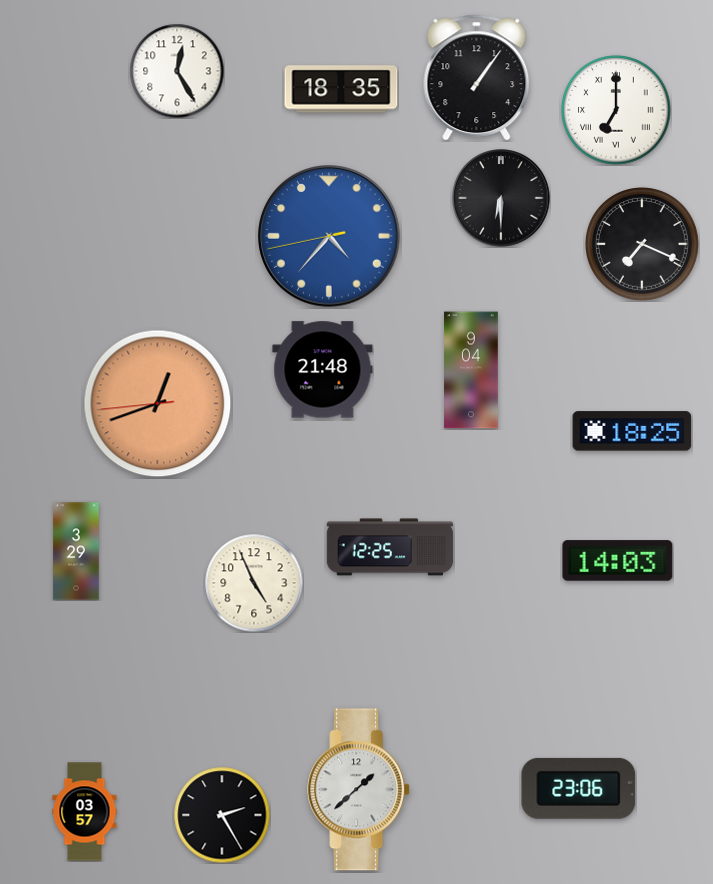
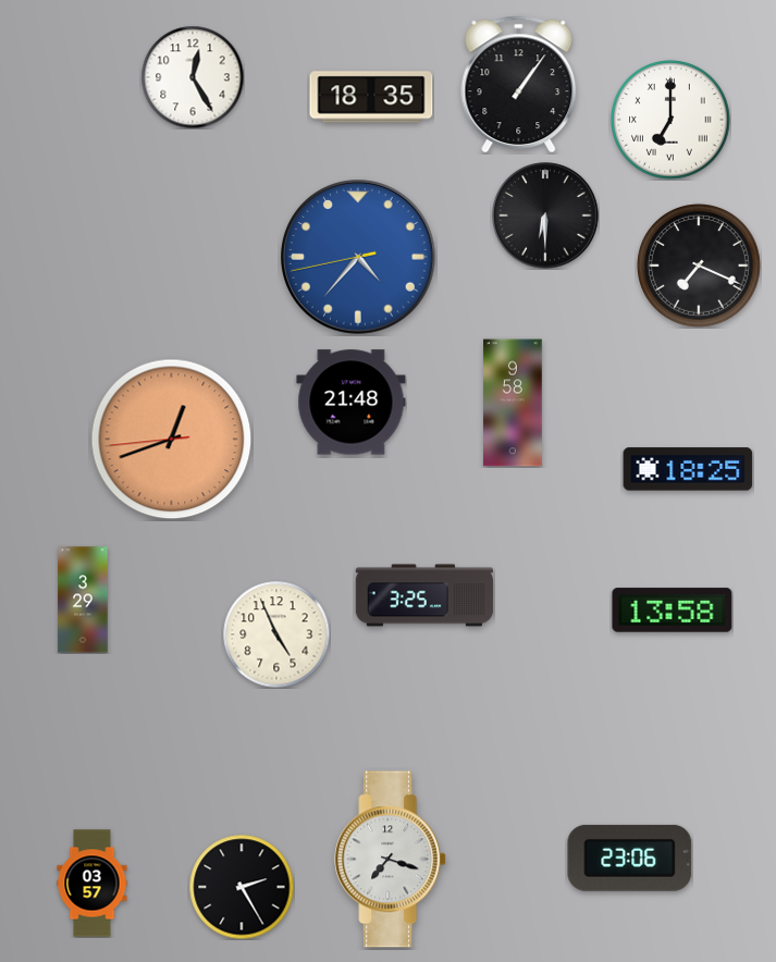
clock at (471, 370): 9:04 -> 9:58
clock at (390, 547): 12:25 -> 3:25
clock at (618, 561): 14:03 -> 13:58
clock at (359, 790): 1:38 -> 7:18
